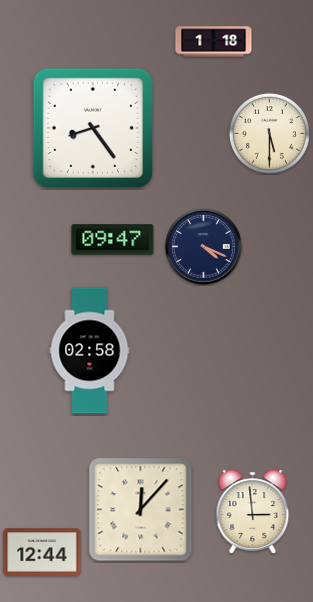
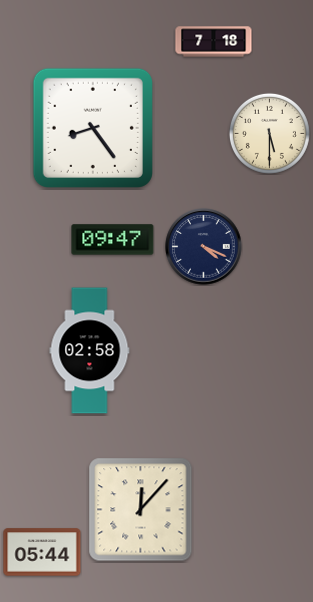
clock at (214, 42): 1:18 -> 7:18
clock at (253, 512): 2:59 -> none
clock at (42, 552): 12:44 -> 05:44
